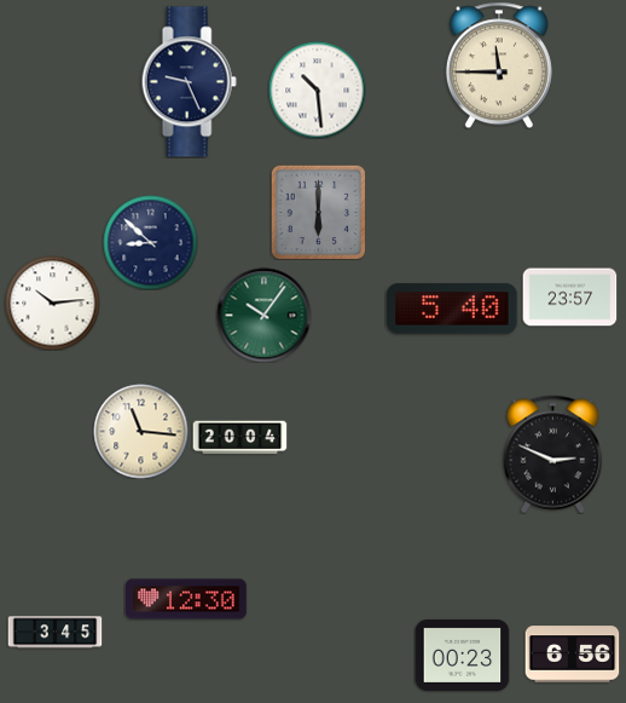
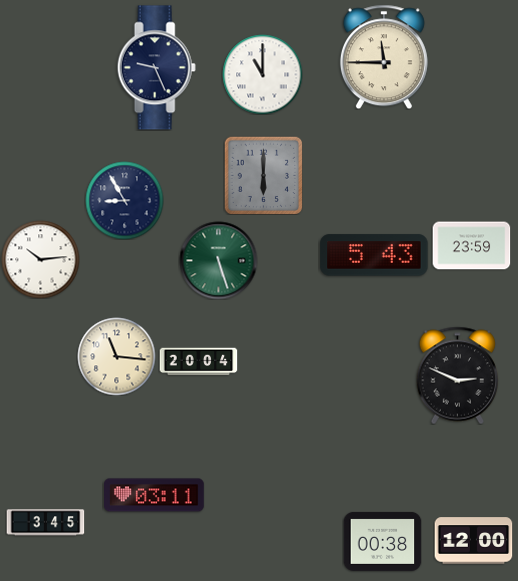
clock at (499, 65) position: (499, 65) -> (384, 57)
clock at (317, 90): 10:29 -> 11:00
clock at (150, 242): 8:52 -> 8:55
clock at (569, 298): 23:57 -> 23:59
clock at (52, 302) position: (52, 302) -> (40, 259)
clock at (452, 309): 5:40 -> 5:43
clock at (263, 315): 10:06 -> 5:27
clock at (187, 599): 12:30 -> 03:11
clock at (462, 655): 00:23 -> 00:38
clock at (572, 655): 6:56 -> 12:00
